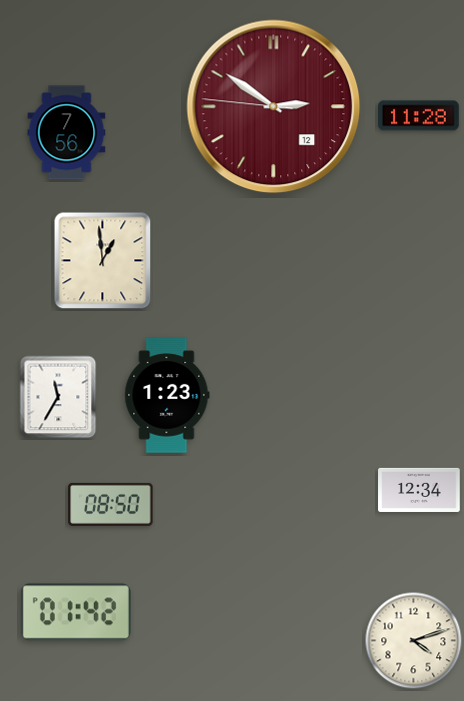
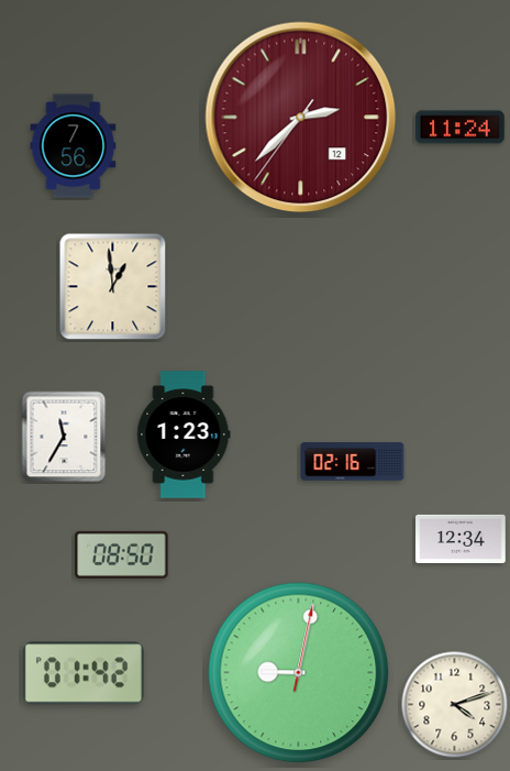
clock at (274, 107): 2:50 -> 2:37
clock at (419, 116): 11:28 -> 11:24
clock at (353, 462): none -> 02:16
clock at (299, 673): none -> 9:02
